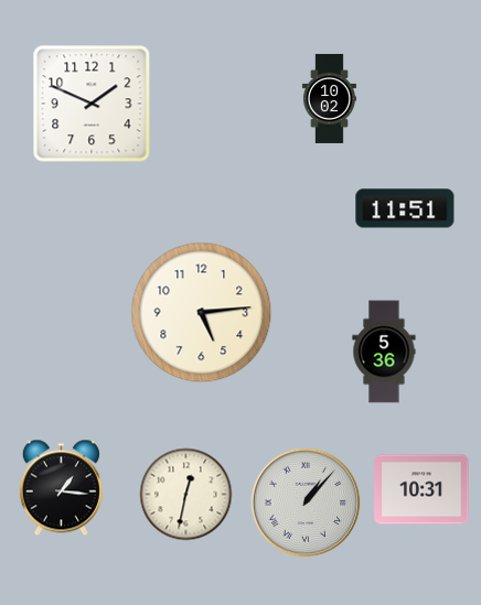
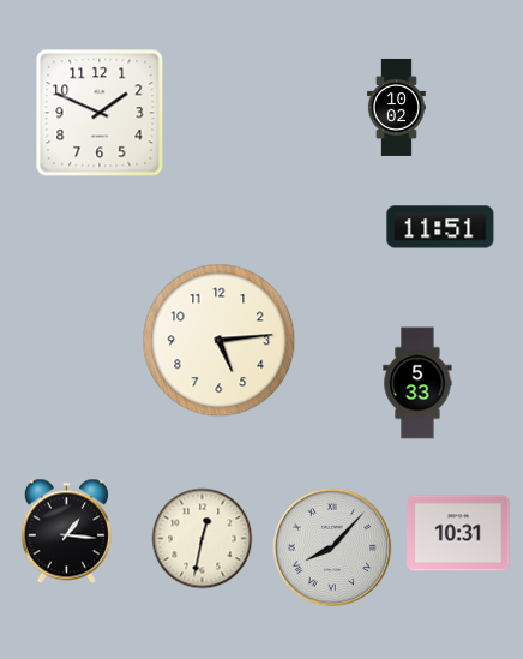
clock at (329, 98) position: (329, 98) -> (396, 107)
clock at (384, 352): 5:36 -> 5:33
clock at (306, 503): 1:07 -> 8:07
